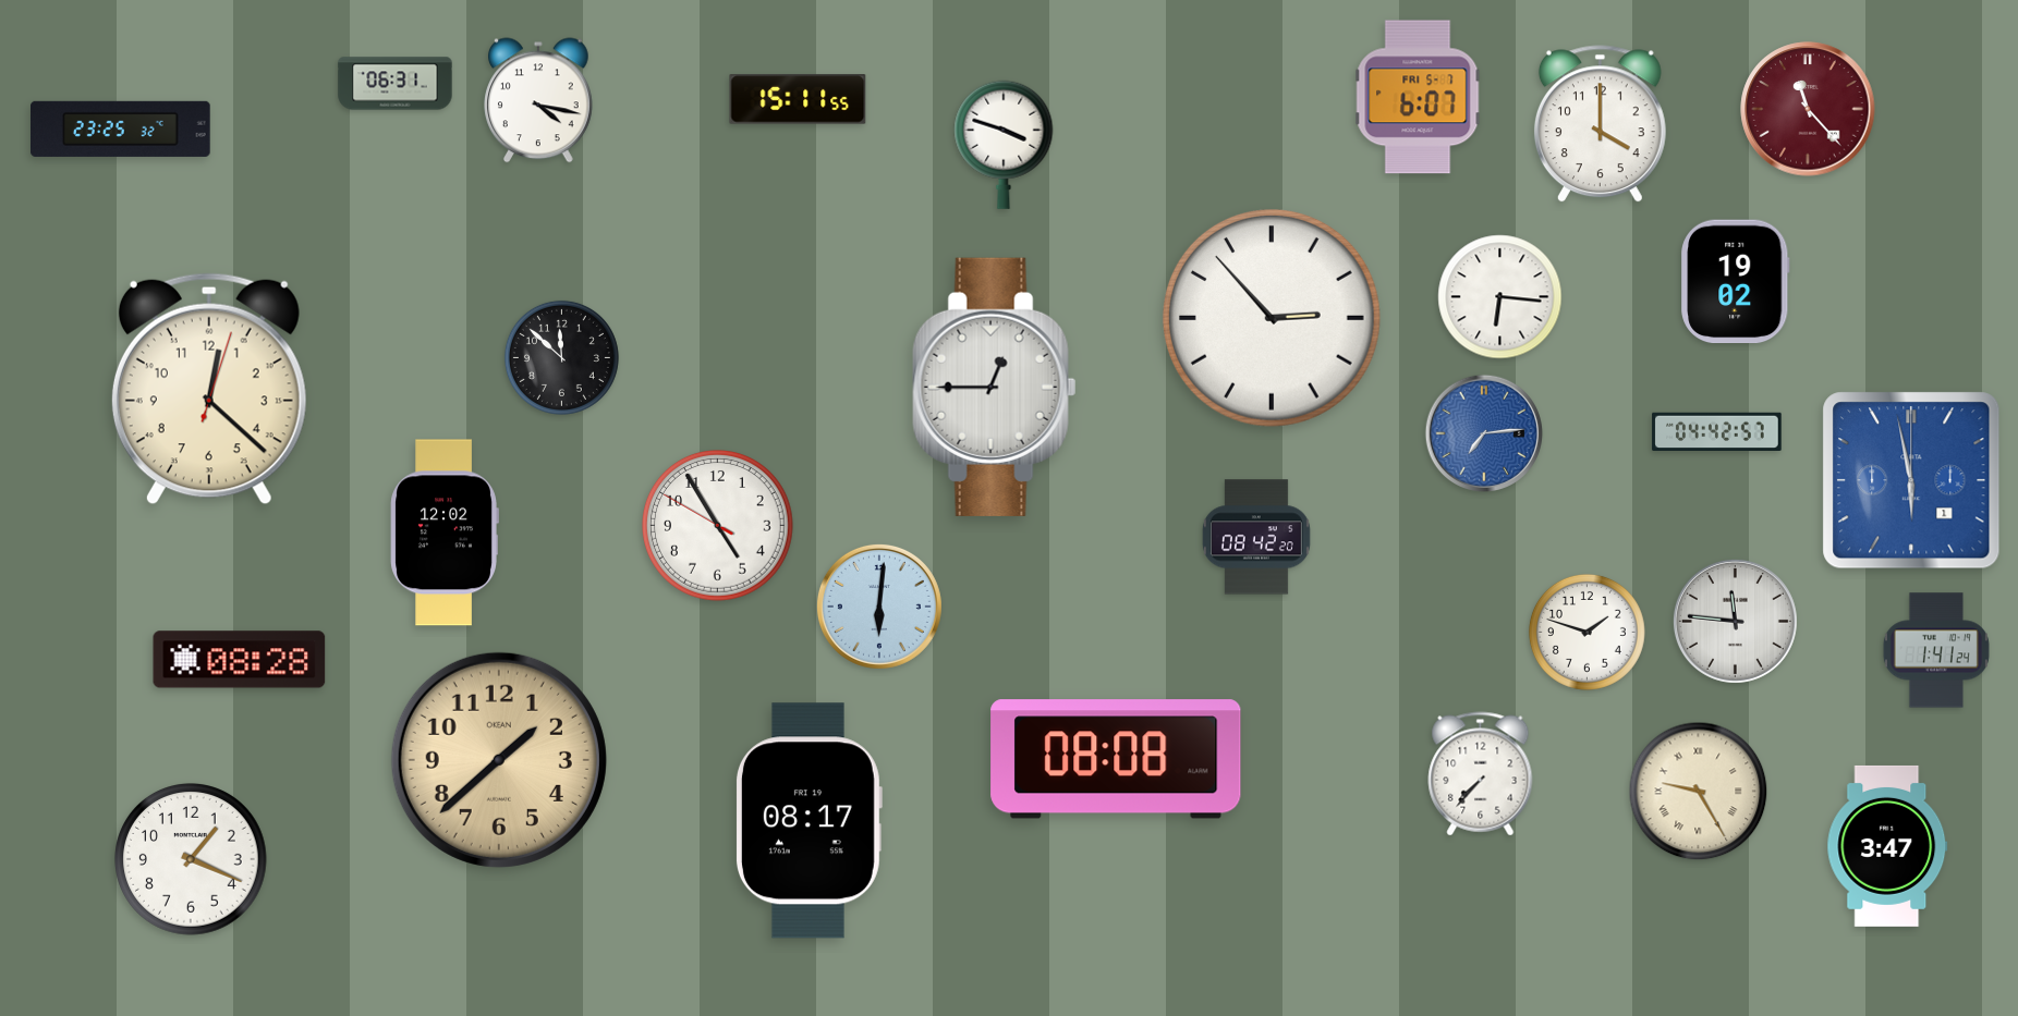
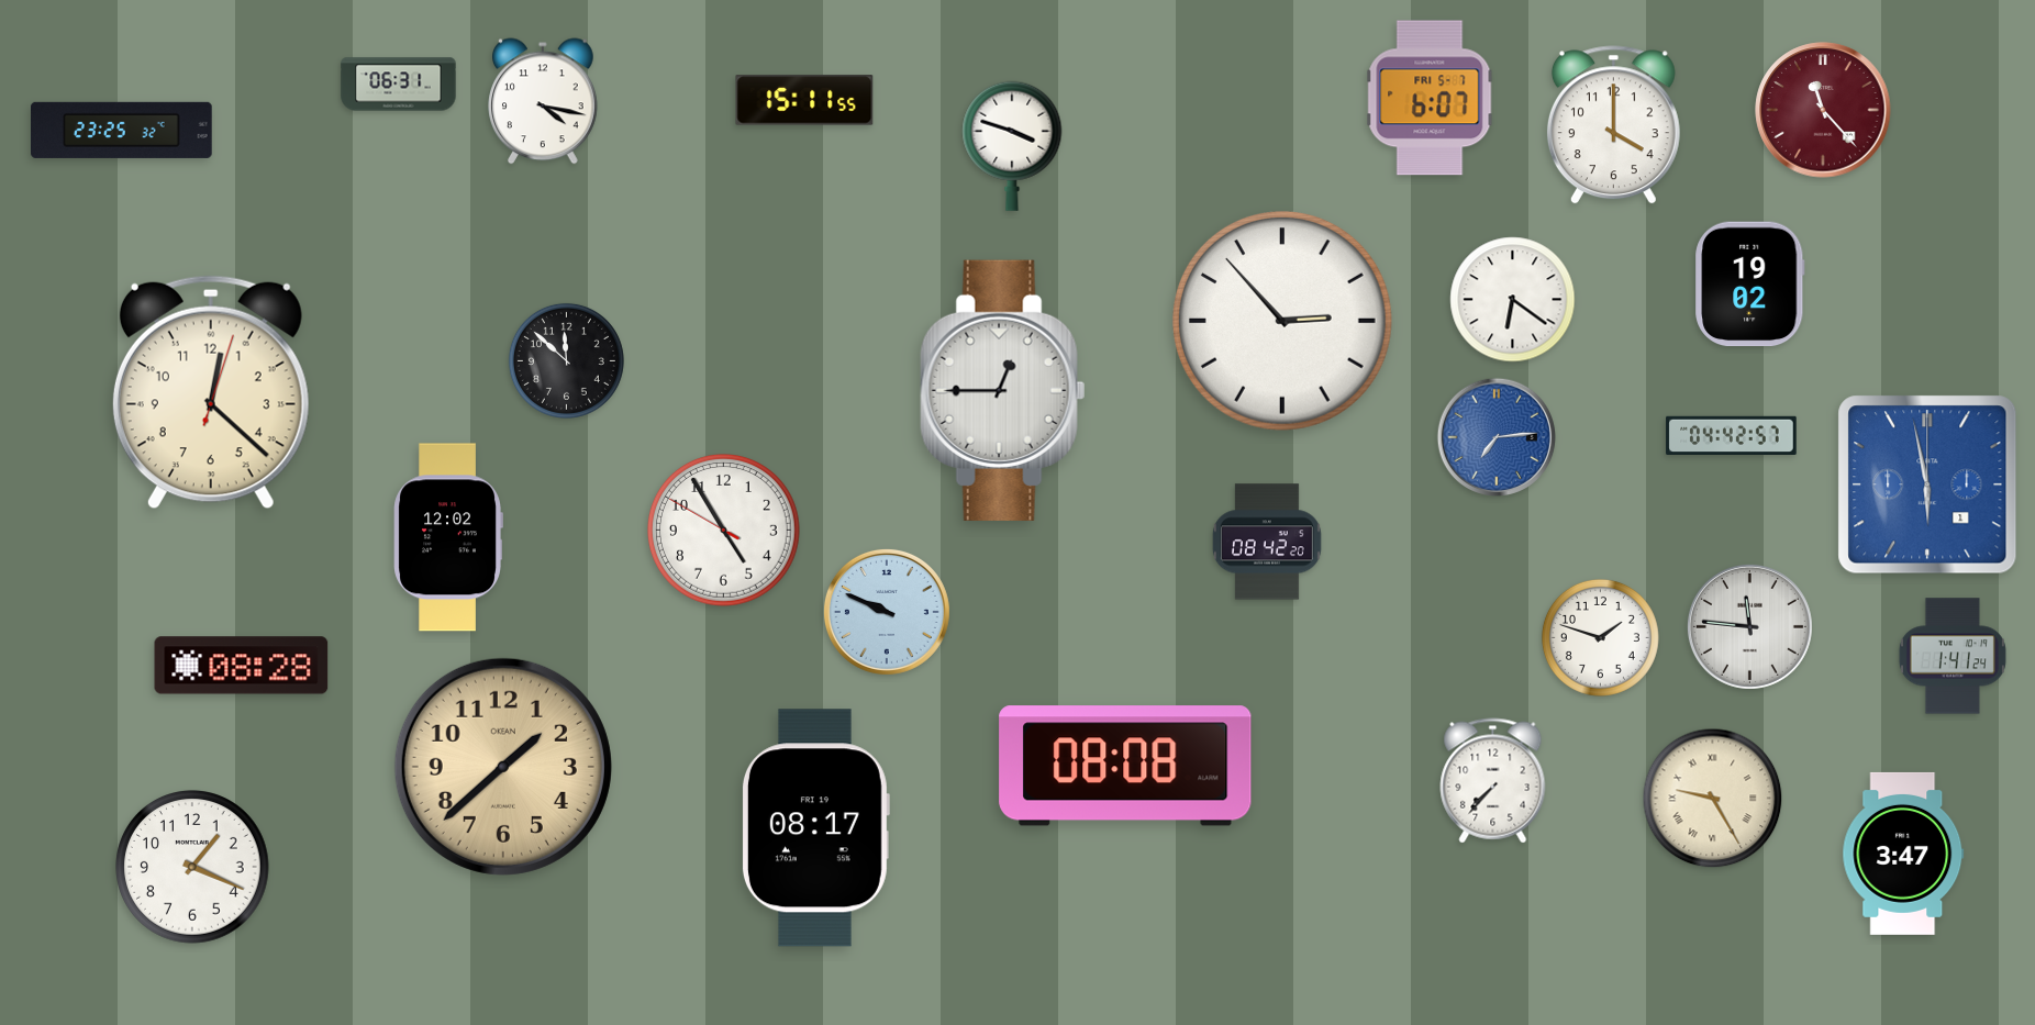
clock at (1500, 297): 6:16 -> 6:21
clock at (879, 607): 6:01 -> 9:49
